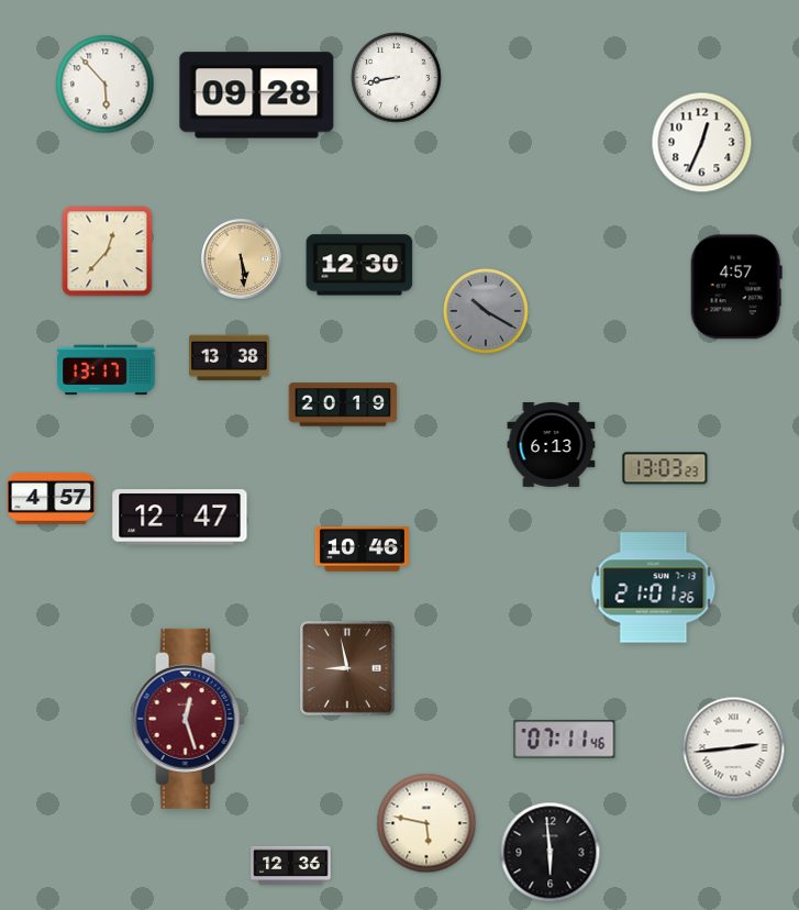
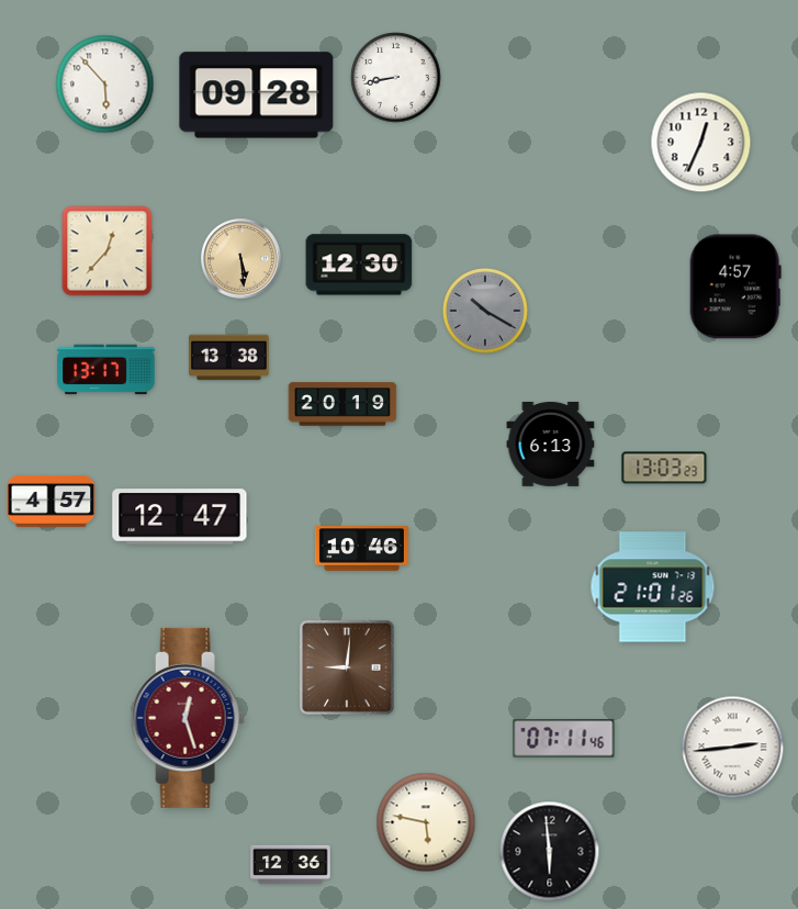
clock at (52, 498) position: (52, 498) -> (52, 501)
clock at (348, 669): 8:58 -> 9:01
